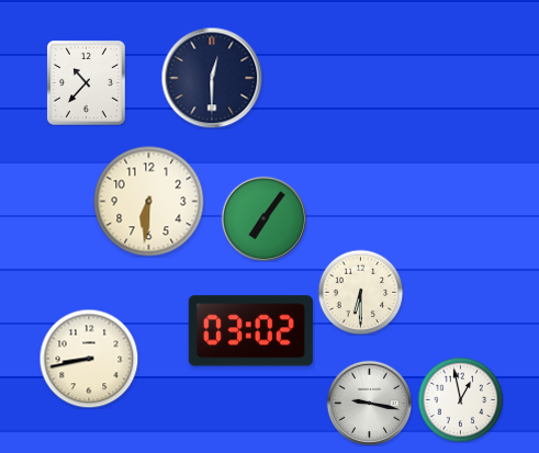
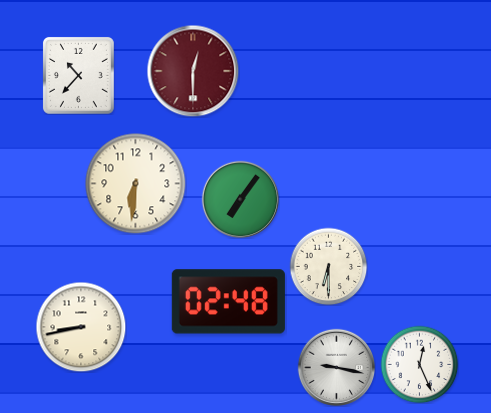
clock at (212, 78) dial: navy -> burgundy
clock at (250, 331): 03:02 -> 02:48
clock at (460, 399): 12:58 -> 12:26
